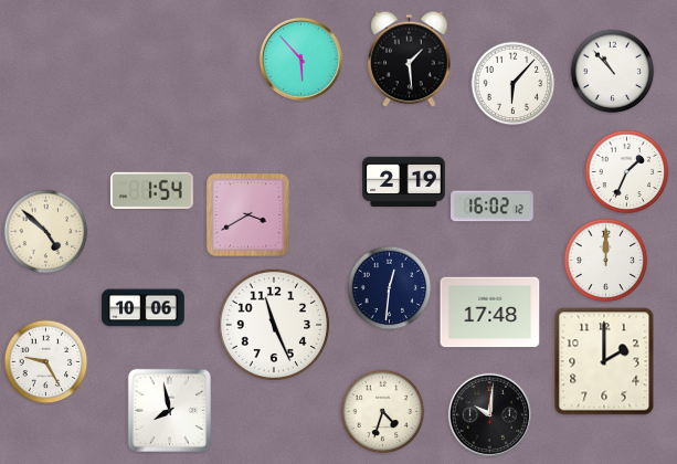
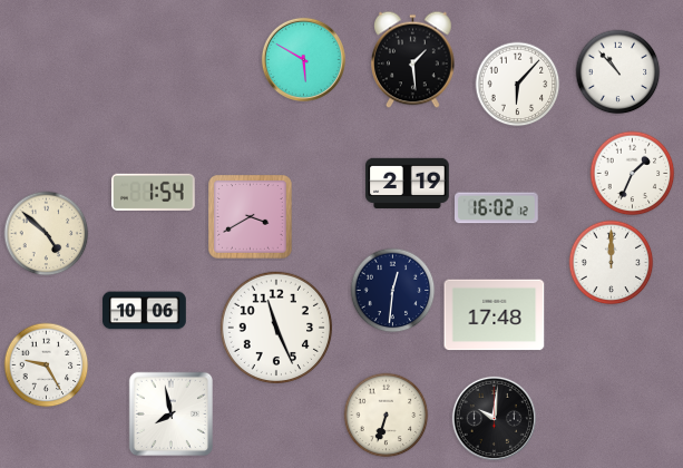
clock at (300, 59): 5:53 -> 5:50
clock at (604, 361): 2:00 -> none
clock at (383, 412): 4:33 -> 6:33
